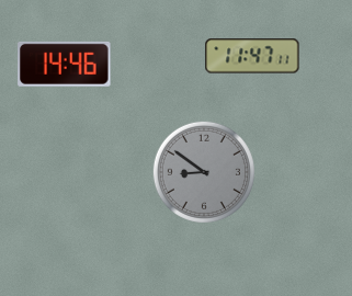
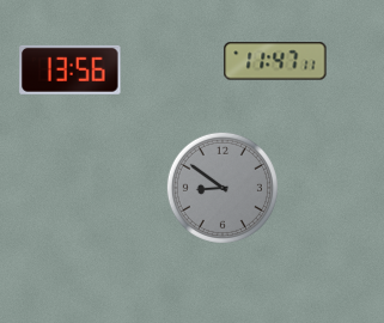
clock at (65, 64): 14:46 -> 13:56
